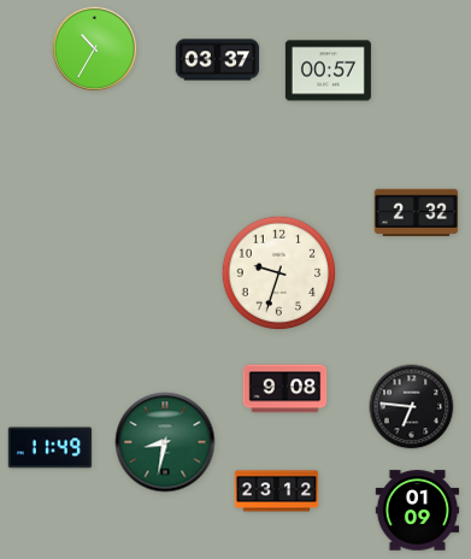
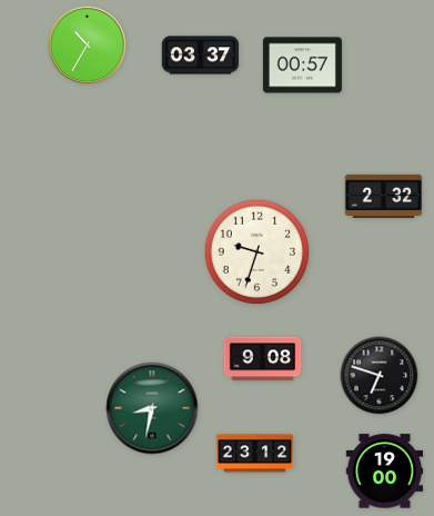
clock at (412, 407): 6:46 -> 6:48
clock at (51, 448): 11:49 -> none
clock at (418, 511): 01:09 -> 19:00
